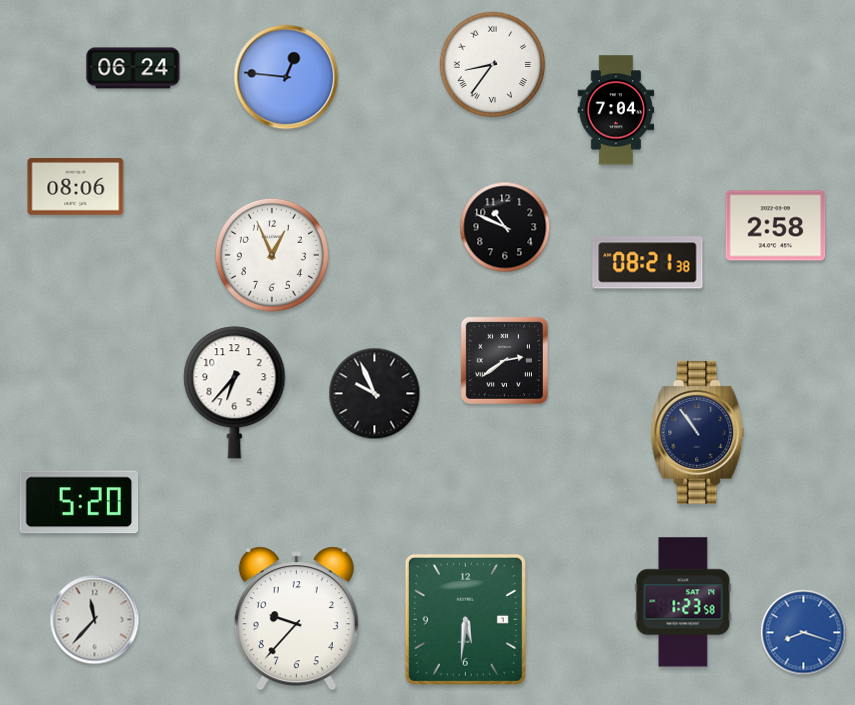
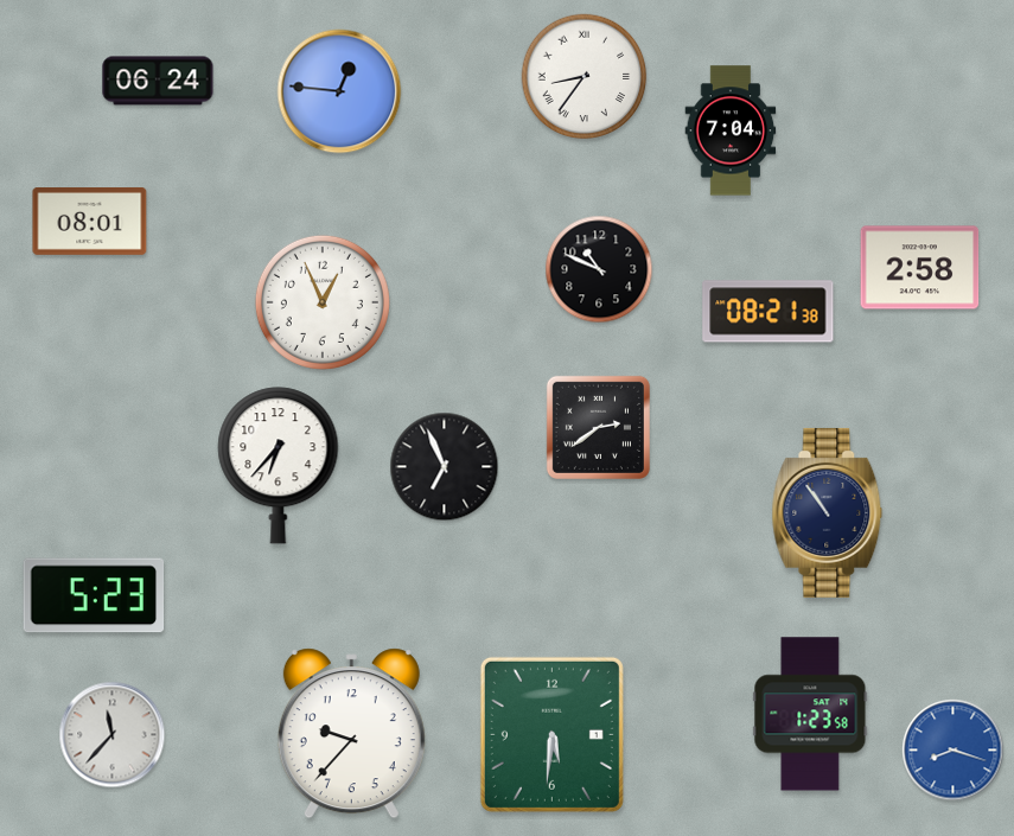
clock at (76, 187): 08:06 -> 08:01
clock at (375, 394): 9:56 -> 6:56
clock at (79, 502): 5:20 -> 5:23
